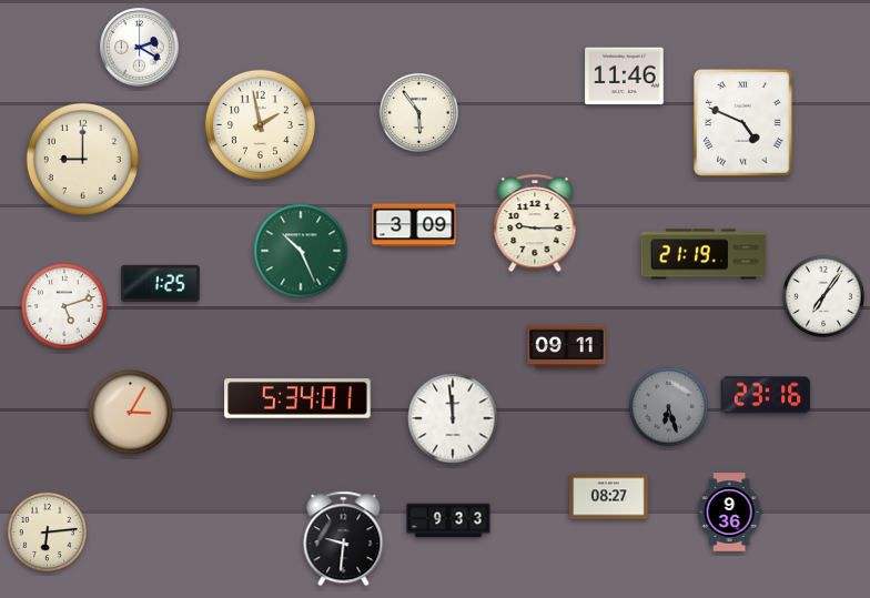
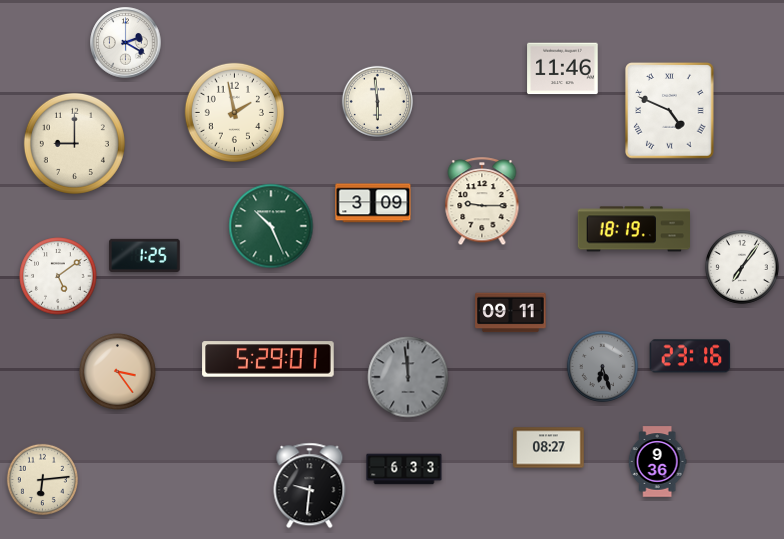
clock at (418, 112): 5:54 -> 5:59
clock at (702, 254): 21:19 -> 18:19
clock at (64, 306): 5:12 -> 5:09
clock at (297, 398): 5:34 -> 5:29
clock at (131, 413): 3:05 -> 3:24
clock at (453, 418) dial: white -> grey
clock at (448, 520): 9:33 -> 6:33
